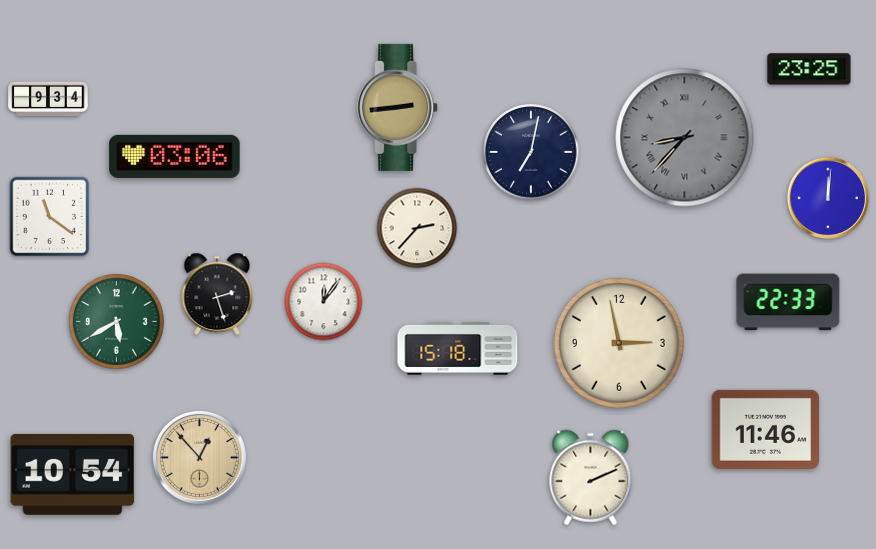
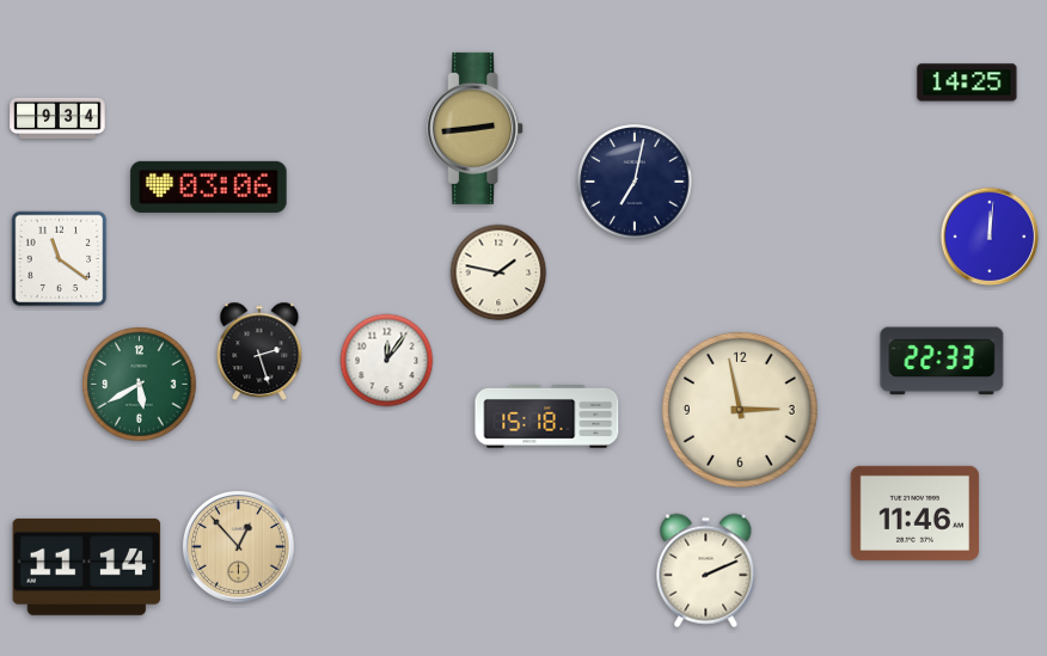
clock at (809, 69): 23:25 -> 14:25
clock at (685, 138): 8:37 -> none
clock at (417, 228): 2:37 -> 1:47
clock at (73, 474): 10:54 -> 11:14
